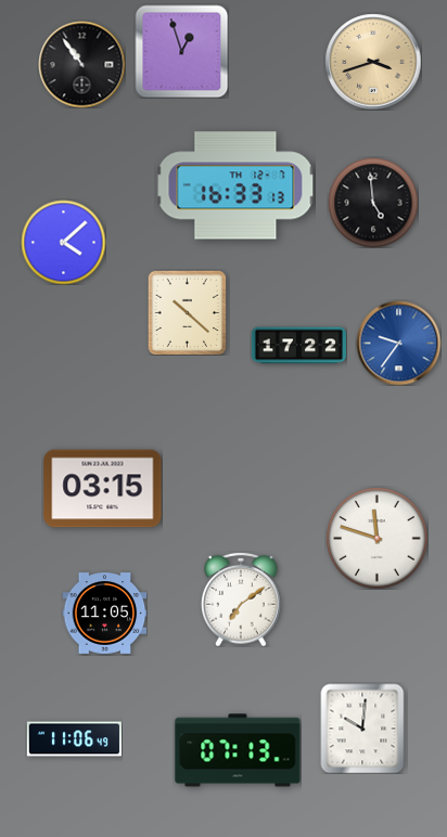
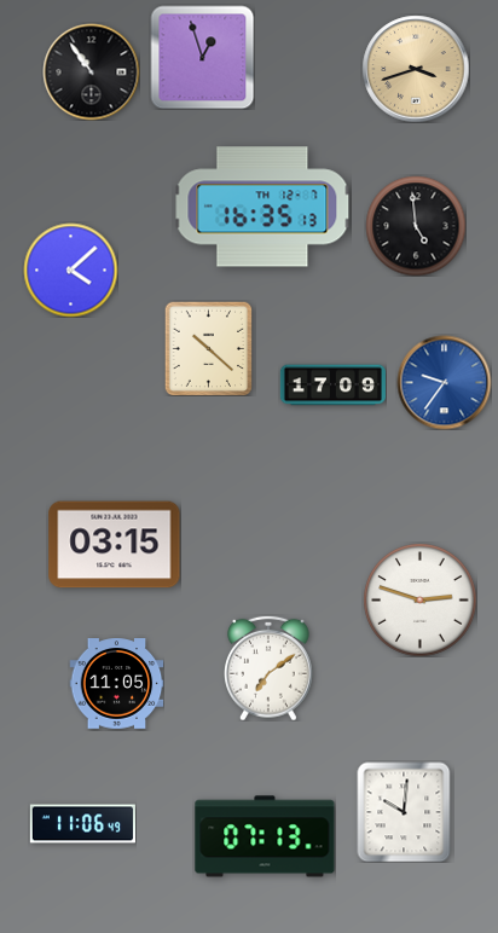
clock at (235, 185): 16:33 -> 16:35
clock at (298, 346): 17:22 -> 17:09
clock at (376, 538): 11:48 -> 2:48
